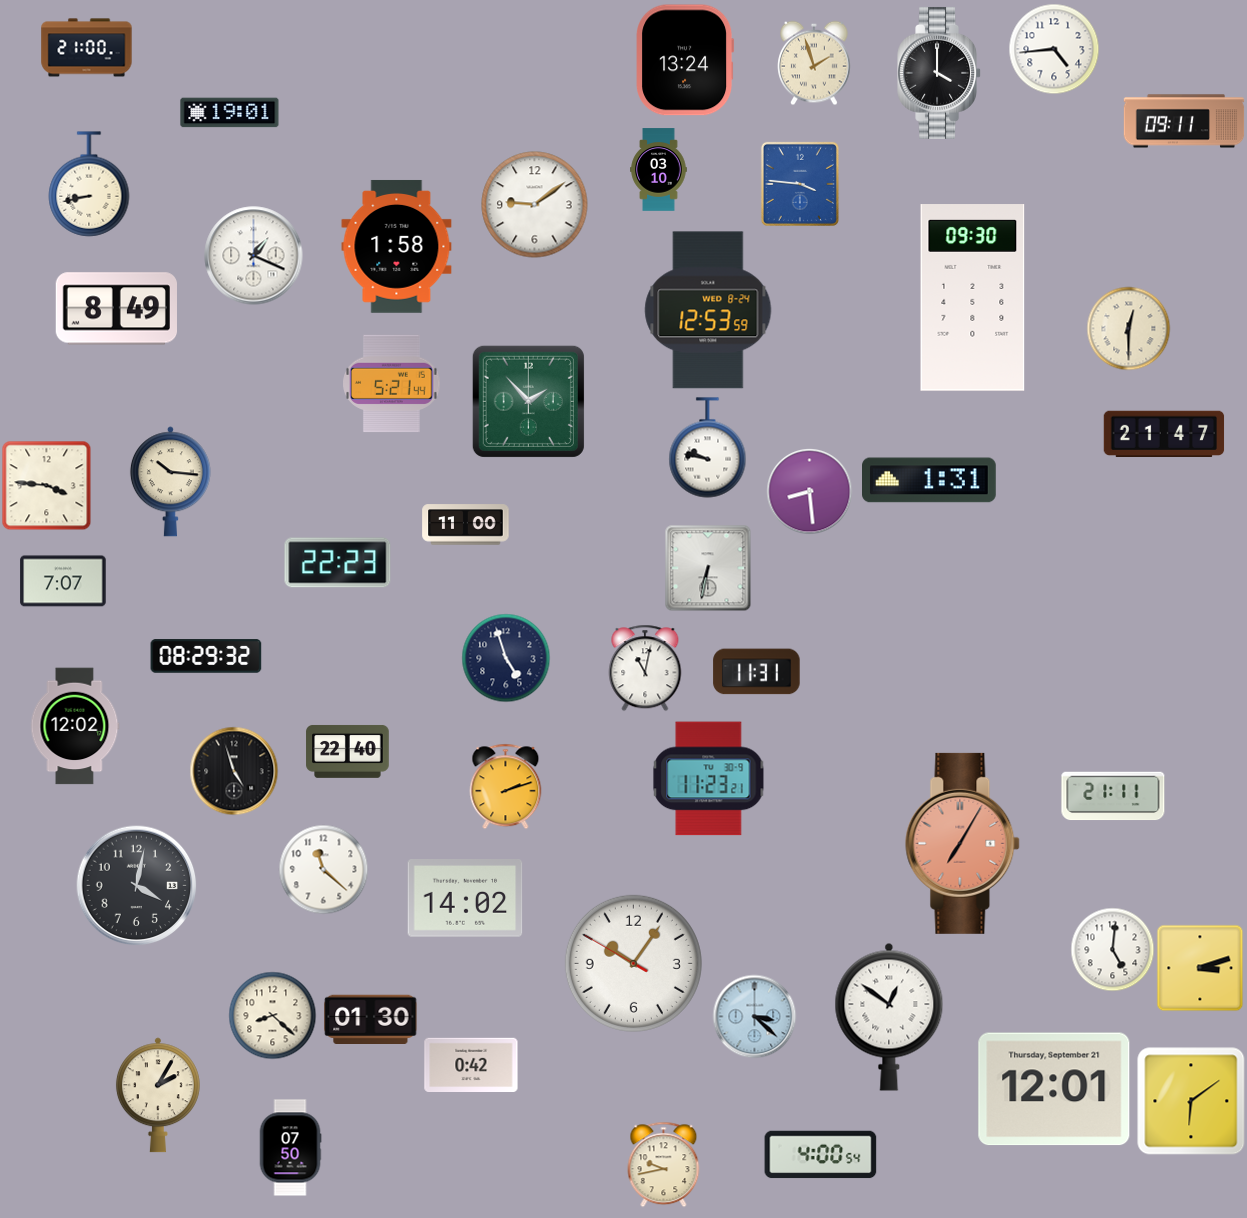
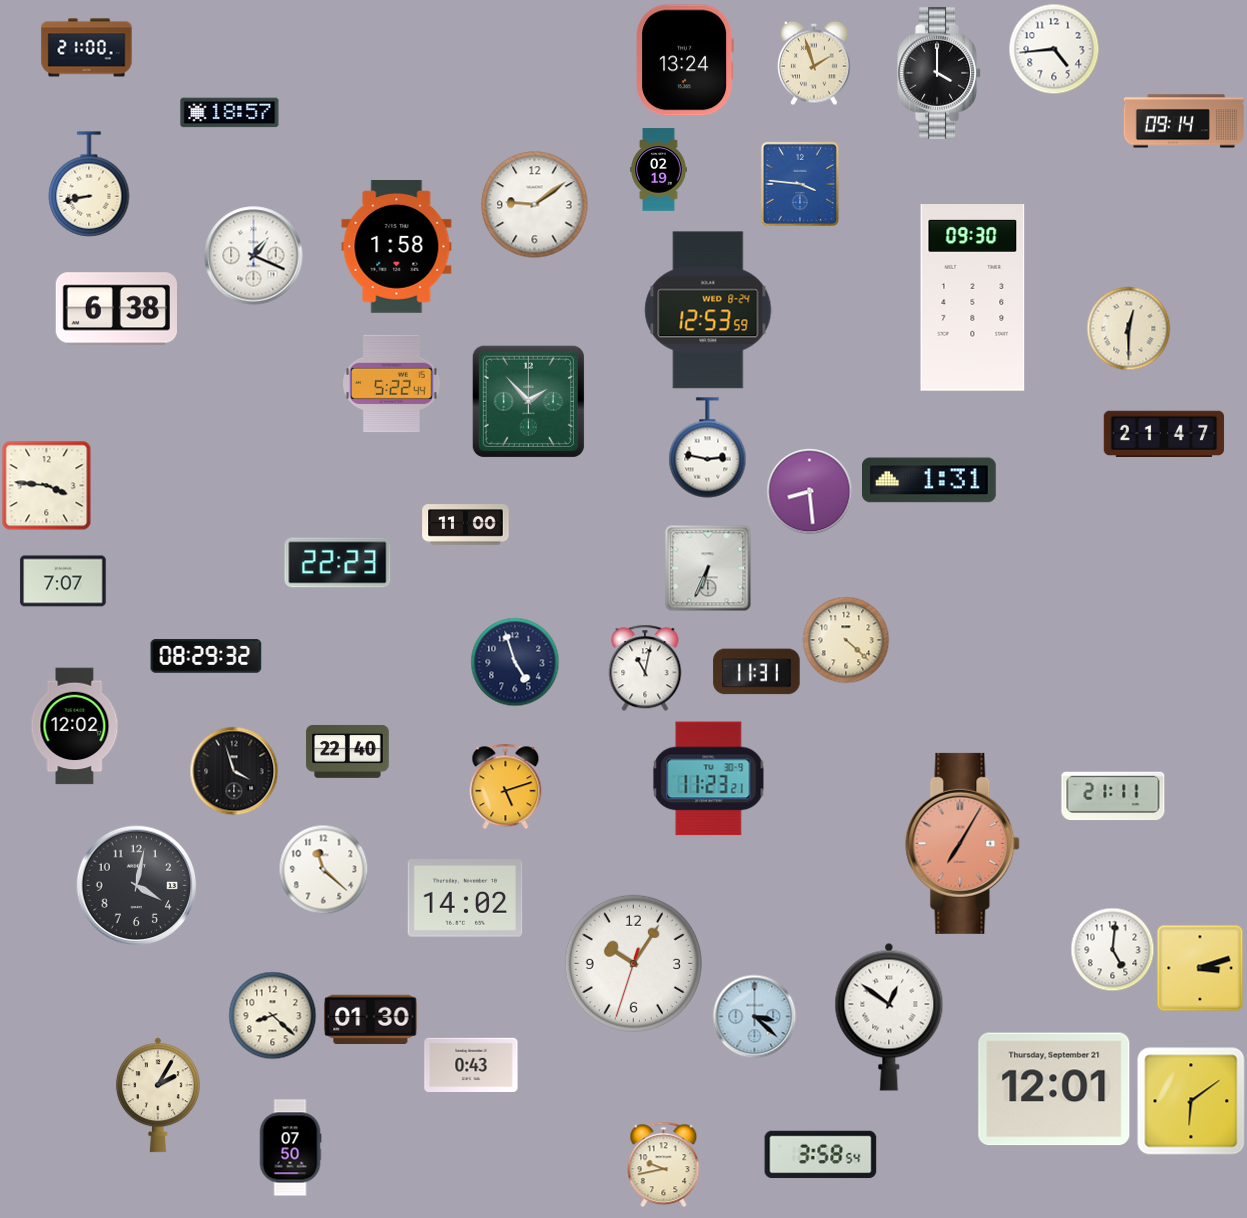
clock at (230, 113): 19:01 -> 18:57
clock at (1184, 121): 09:11 -> 09:14
clock at (659, 170): 03:10 -> 02:19
clock at (116, 309): 8:49 -> 6:38
clock at (392, 384): 5:21 -> 5:22
clock at (708, 448): 9:47 -> 2:47
clock at (170, 482): 10:16 -> none
clock at (708, 568): 6:32 -> 6:34
clock at (846, 640): none -> 4:22
clock at (506, 658) position: (506, 658) -> (515, 662)
clock at (234, 771): 4:57 -> 3:57
clock at (506, 786): 2:12 -> 5:12
clock at (633, 963): 10:05:50 -> 10:05:33
clock at (471, 1065): 0:42 -> 0:43
clock at (821, 1155): 4:00 -> 3:58
